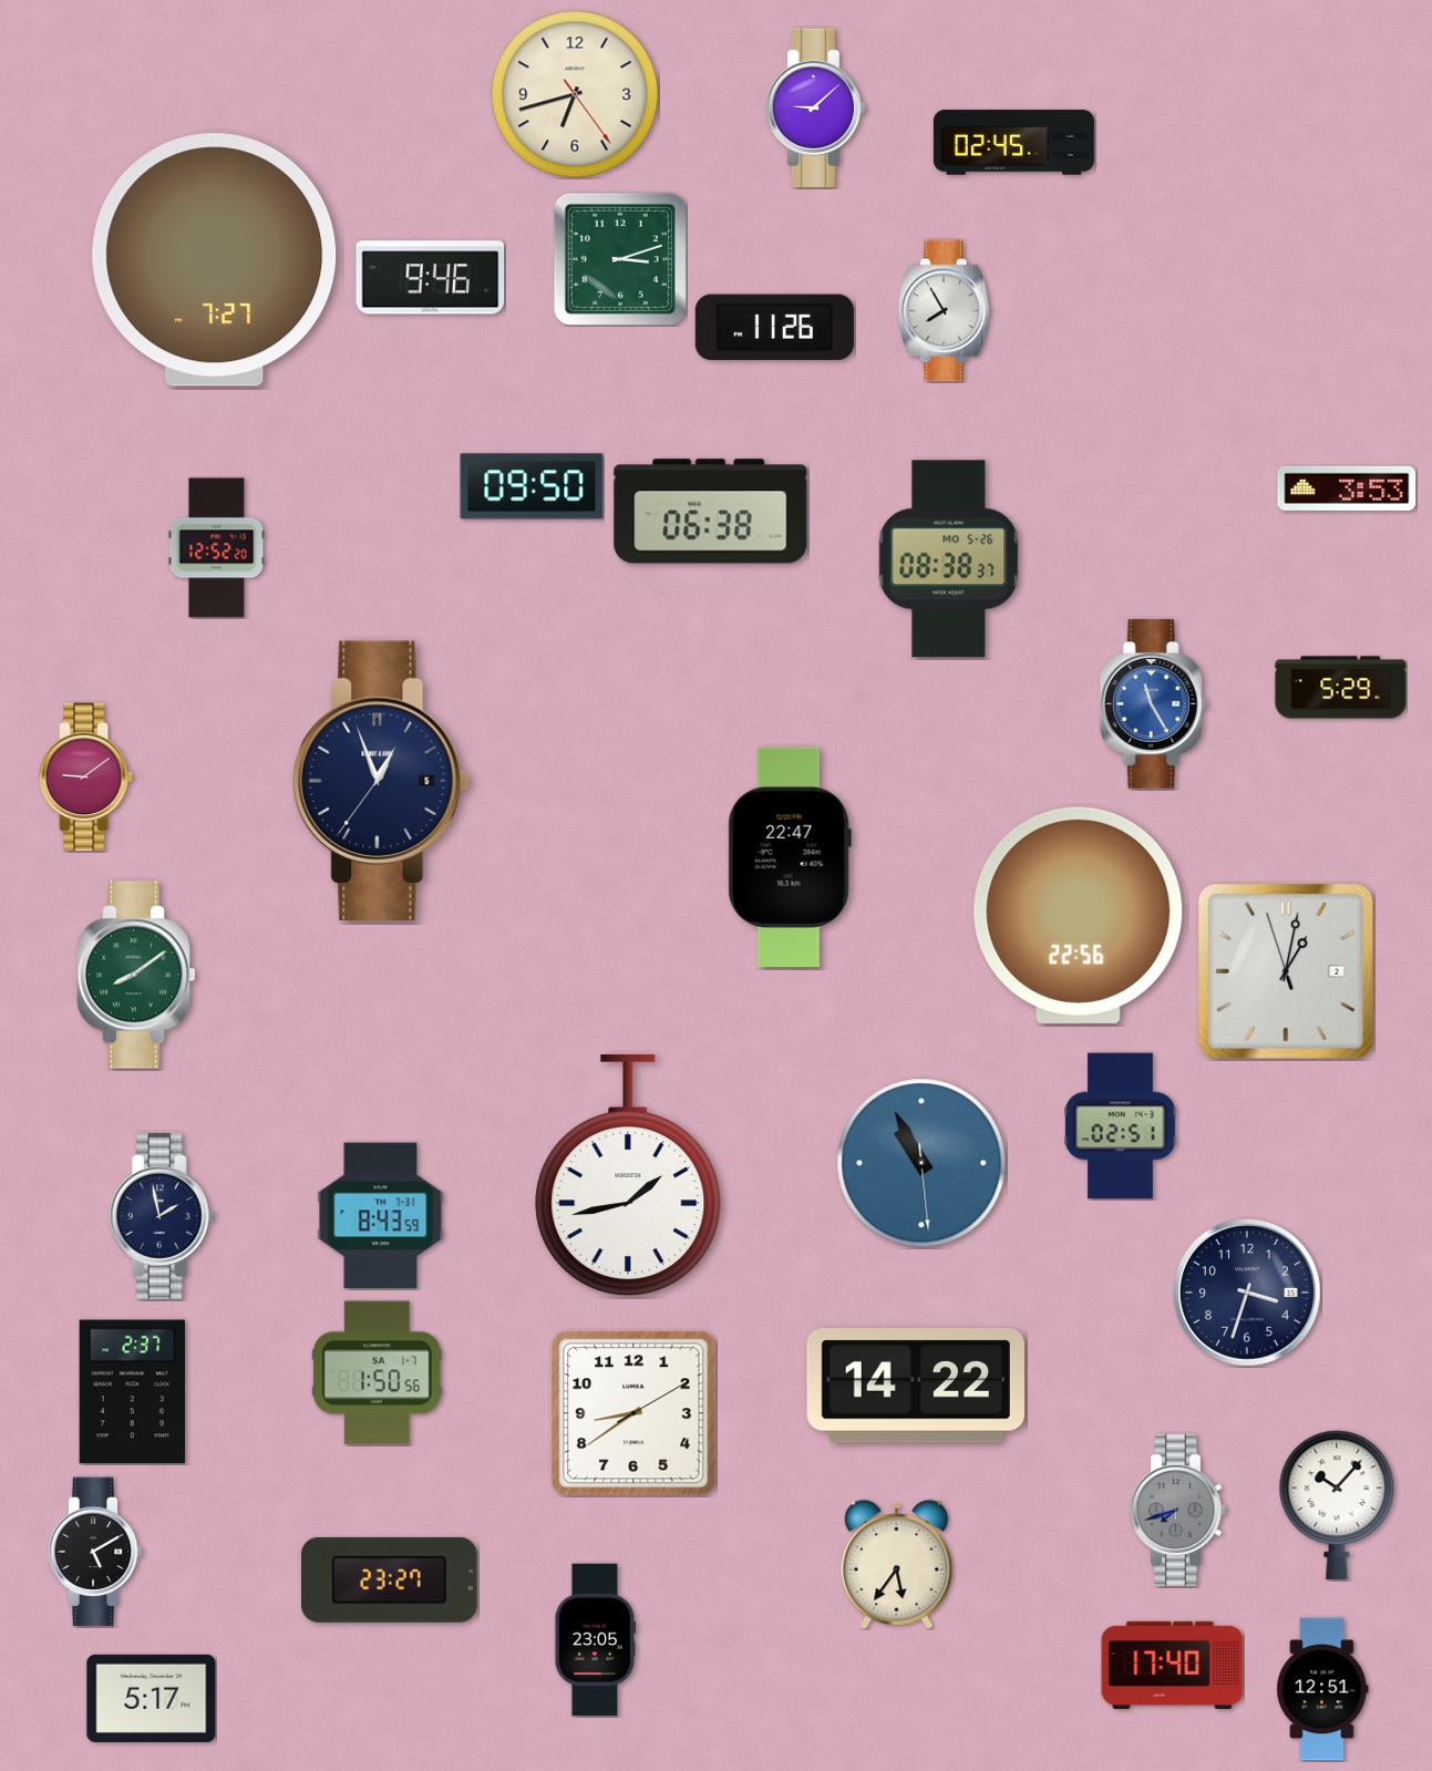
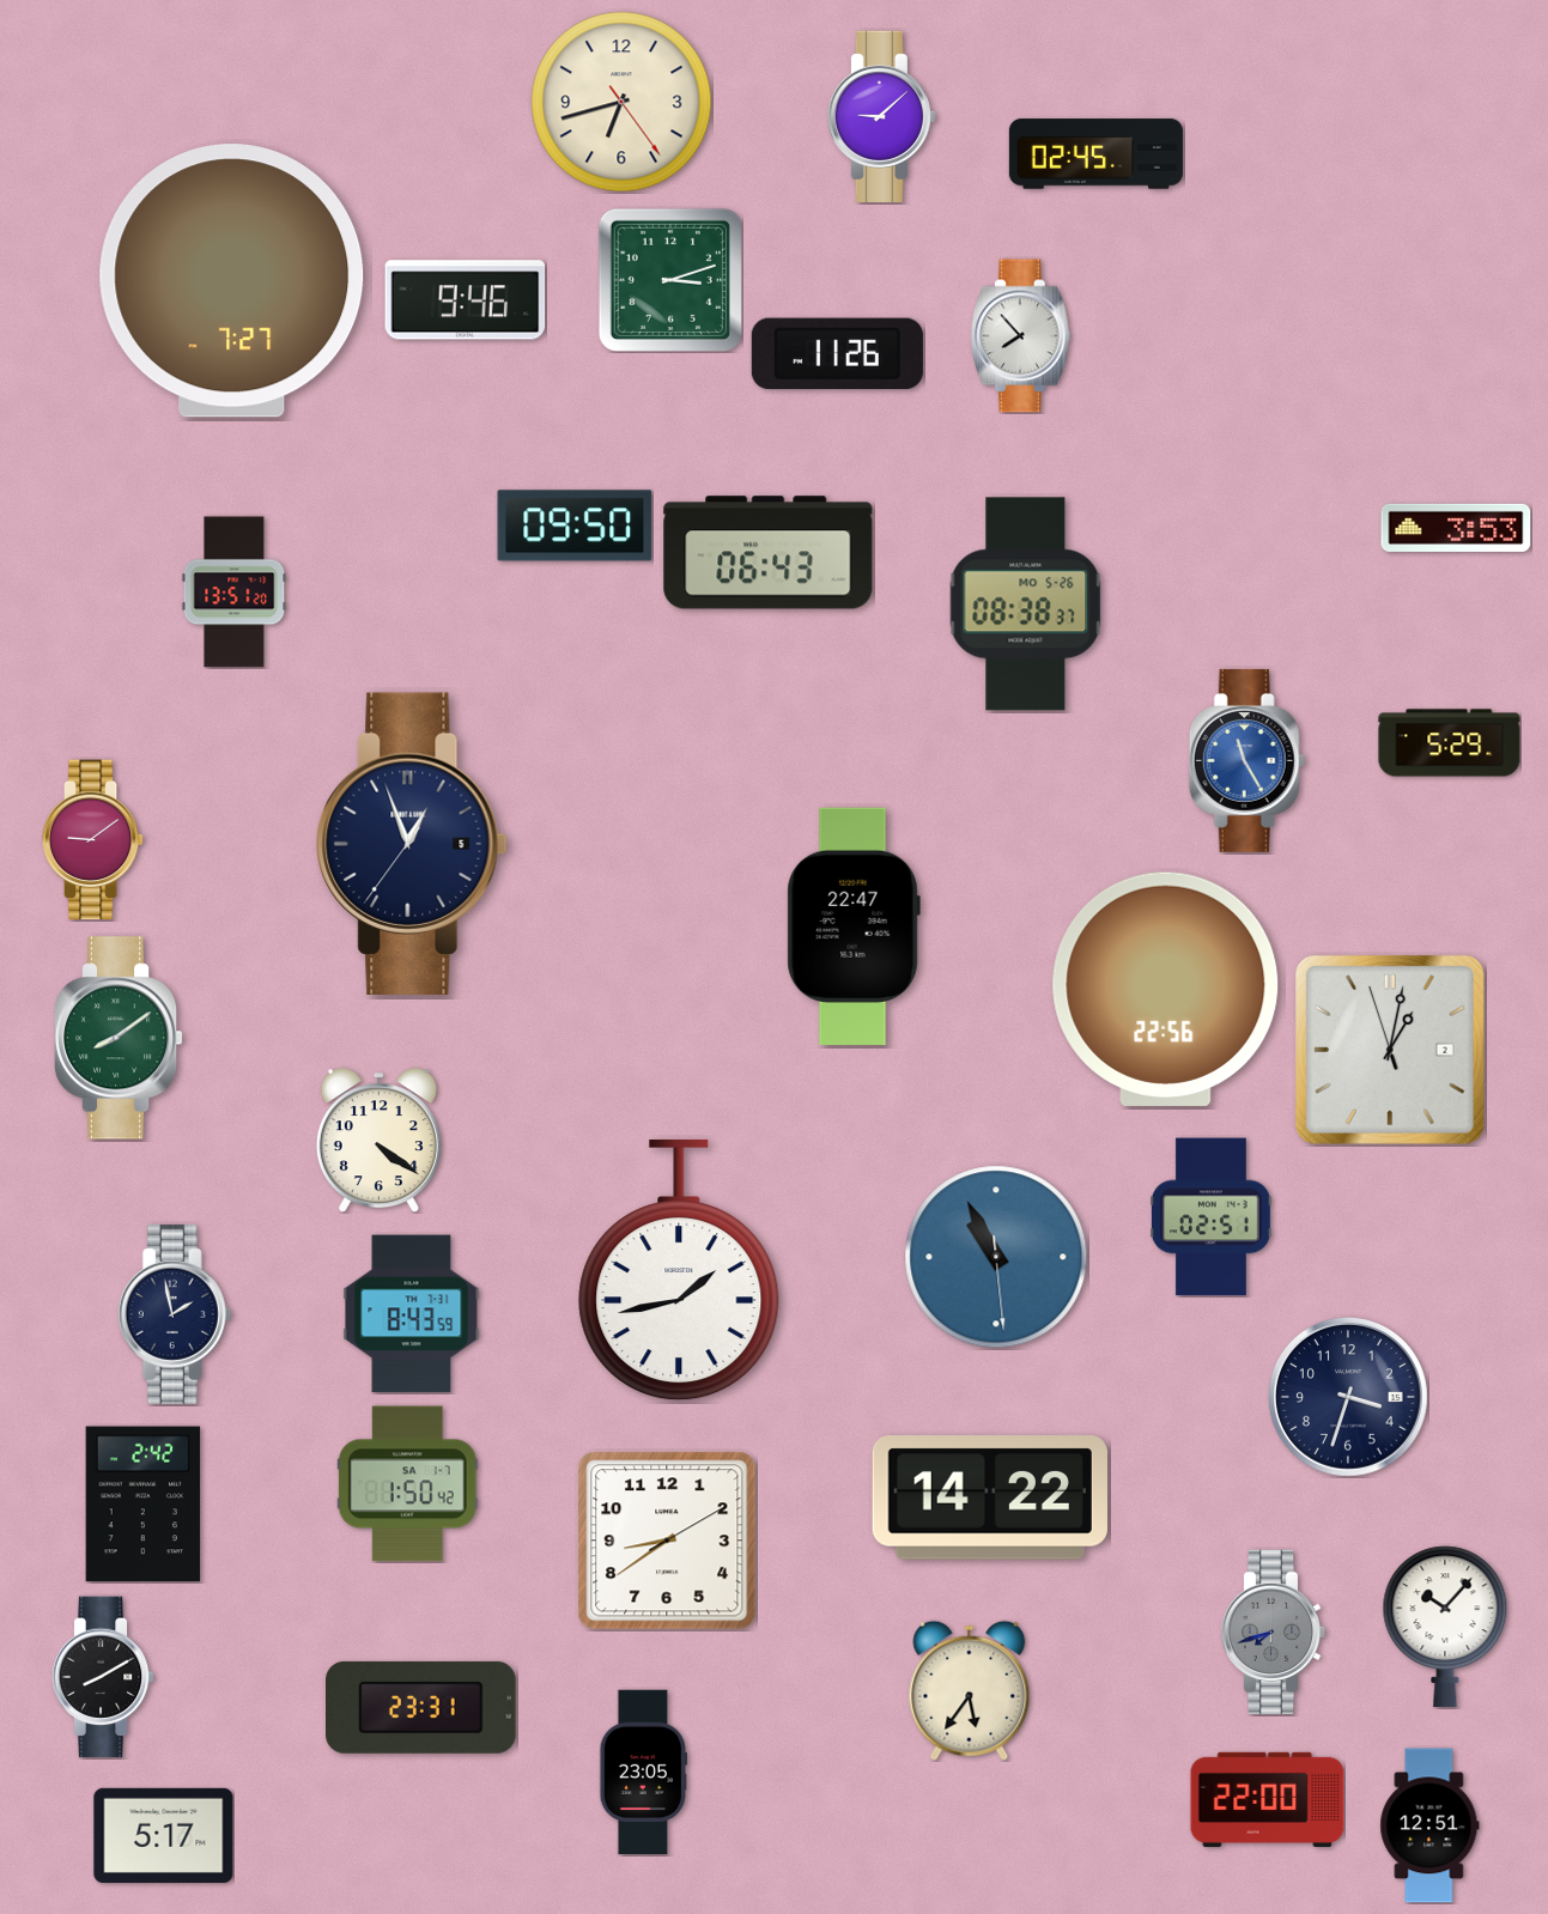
clock at (945, 311): 7:55 -> 7:53
clock at (711, 512): 06:38 -> 06:43
clock at (217, 548): 12:52 -> 13:51
clock at (136, 975) position: (136, 975) -> (119, 1038)
clock at (378, 1141): none -> 4:21
clock at (377, 1373): 1:50:56 -> 1:50:42
clock at (133, 1392): 2:37 -> 2:42
clock at (633, 1413) position: (633, 1413) -> (667, 1541)
clock at (95, 1552): 5:10 -> 8:10
clock at (390, 1579): 23:27 -> 23:31
clock at (1173, 1665): 17:40 -> 22:00
